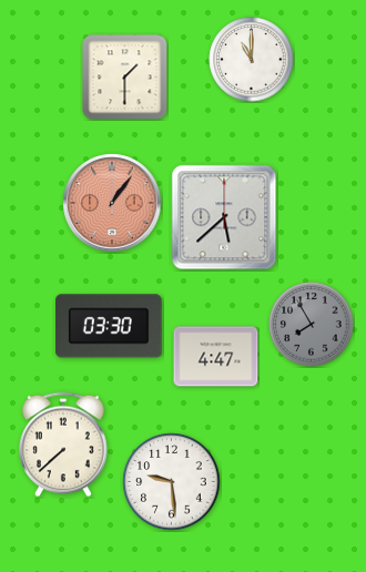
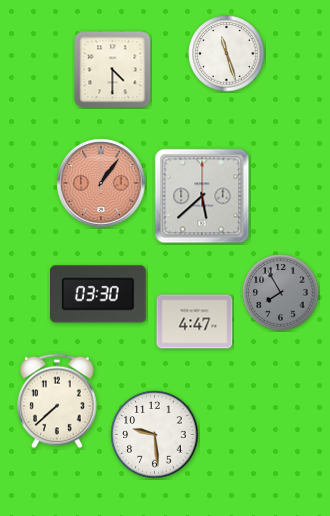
clock at (252, 60): 11:00 -> 11:27
clock at (125, 78): 1:30 -> 4:30
